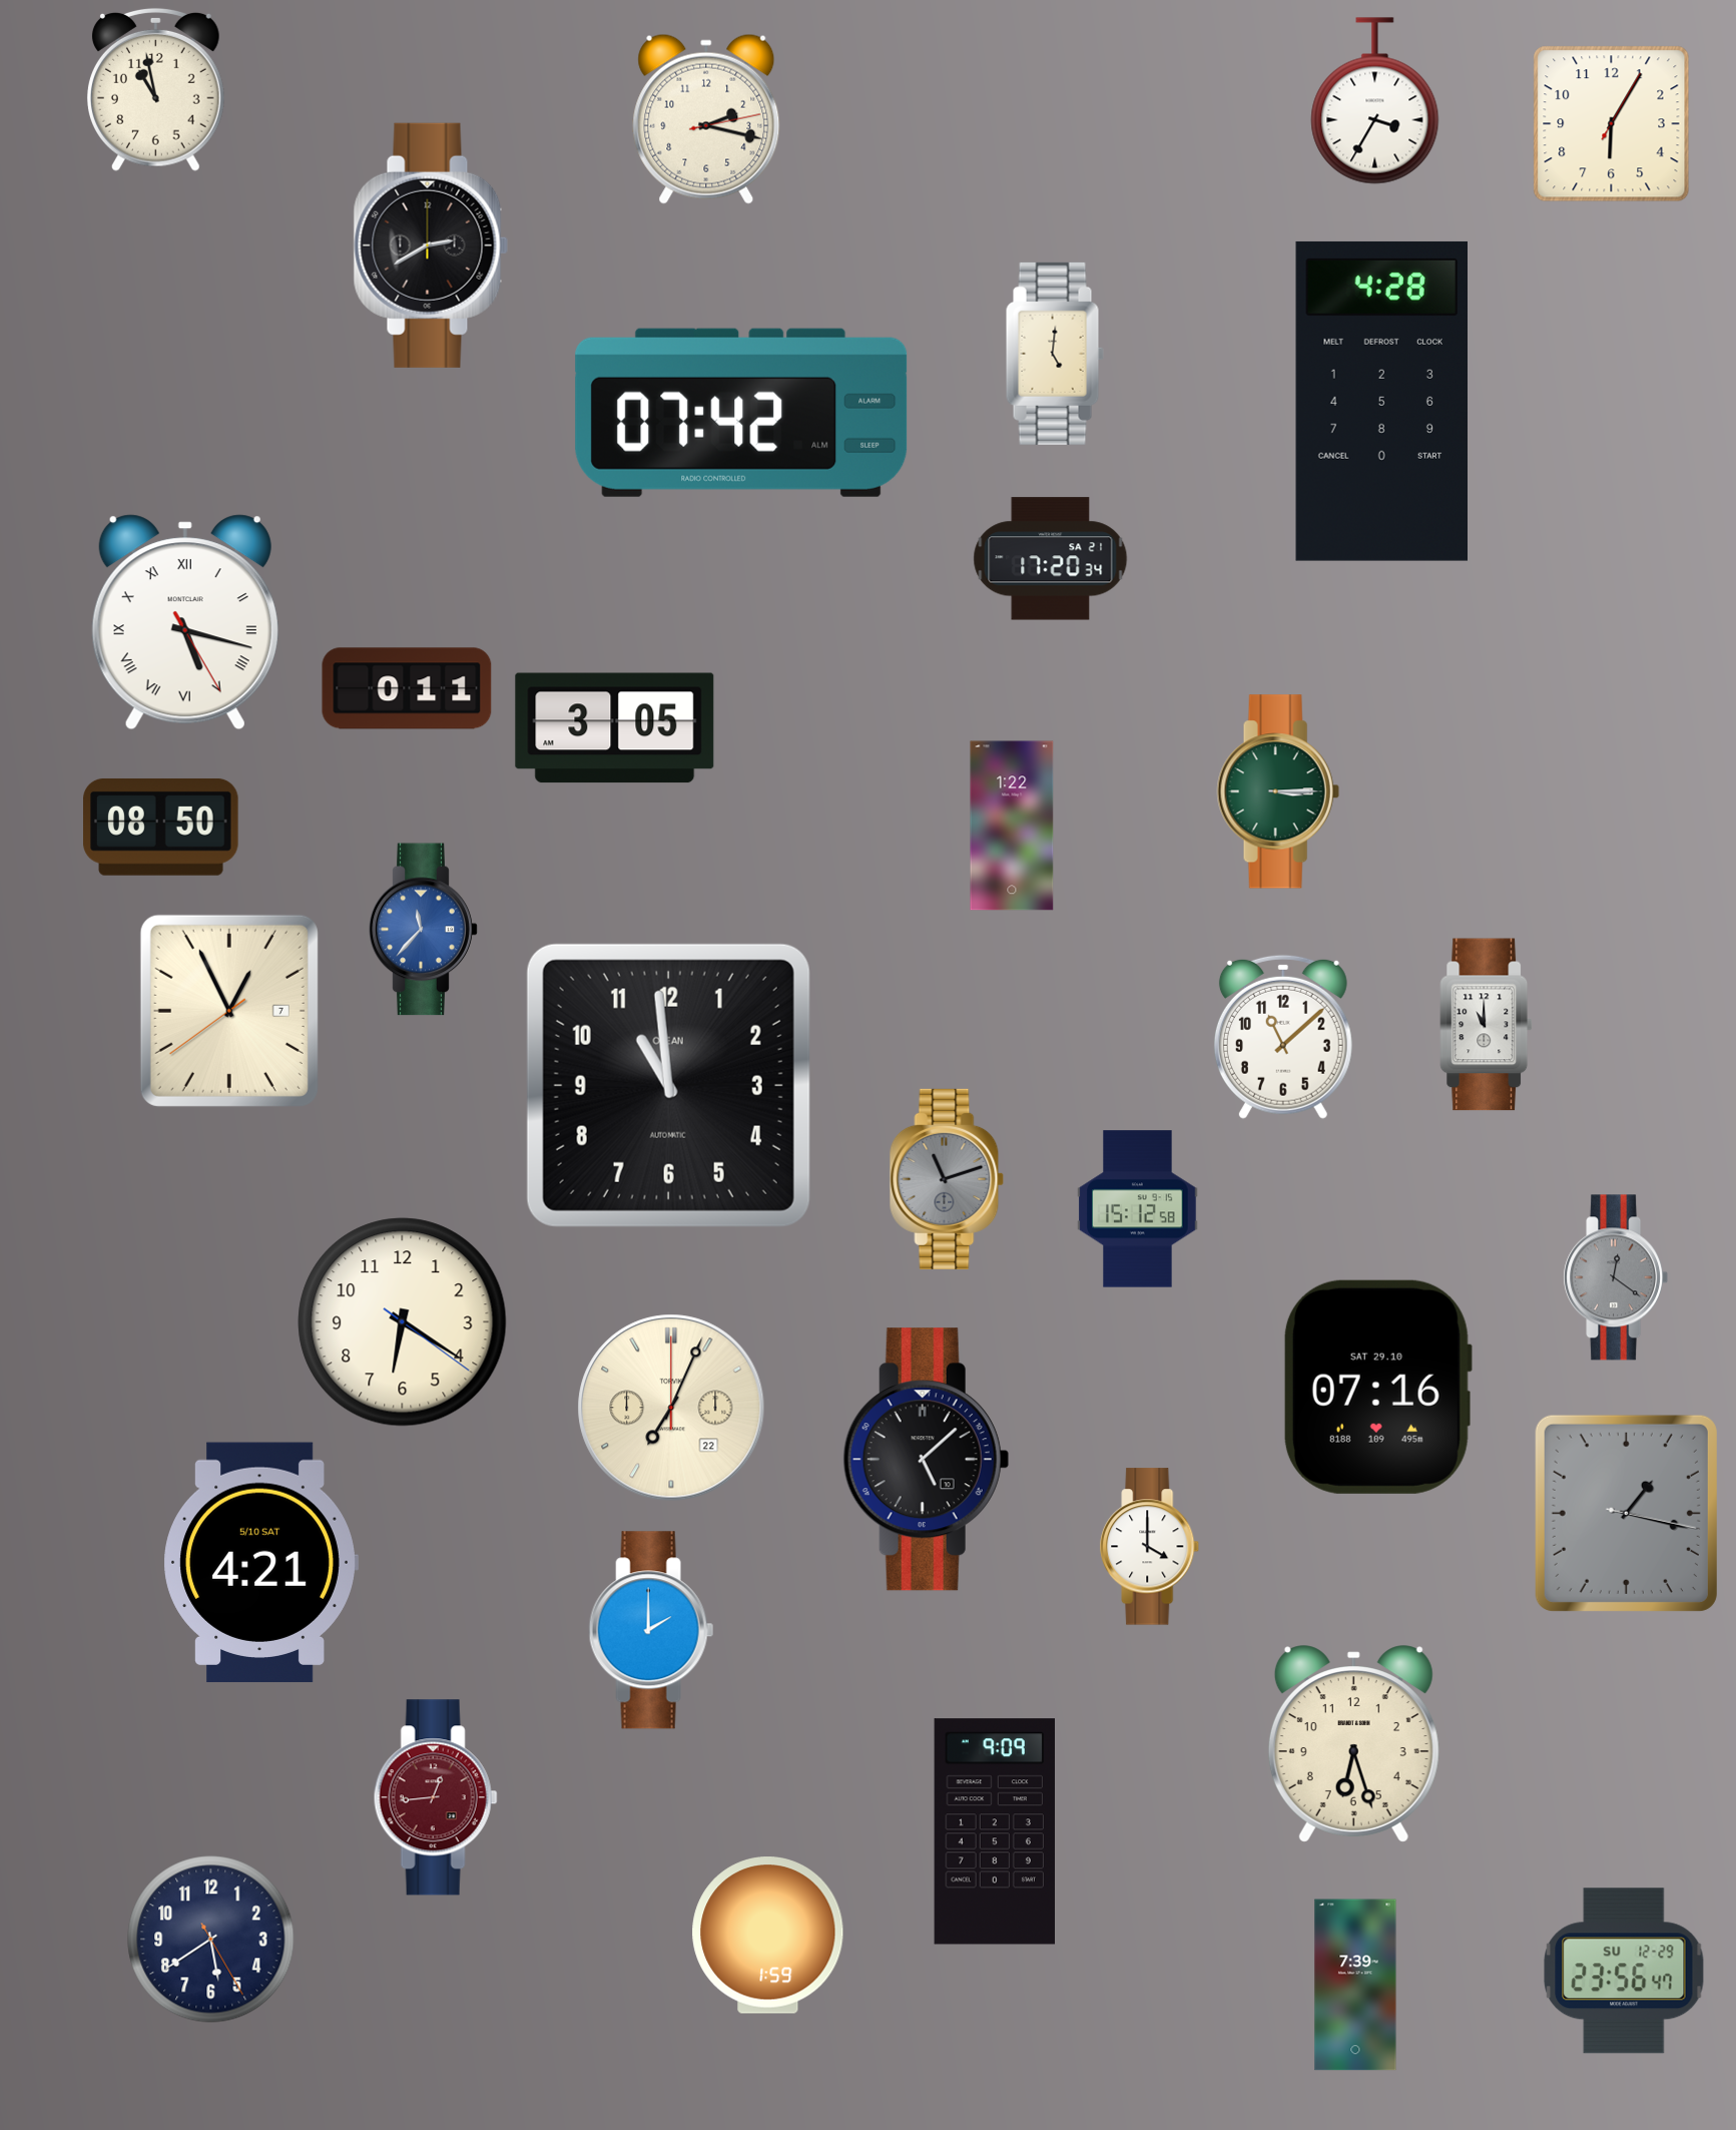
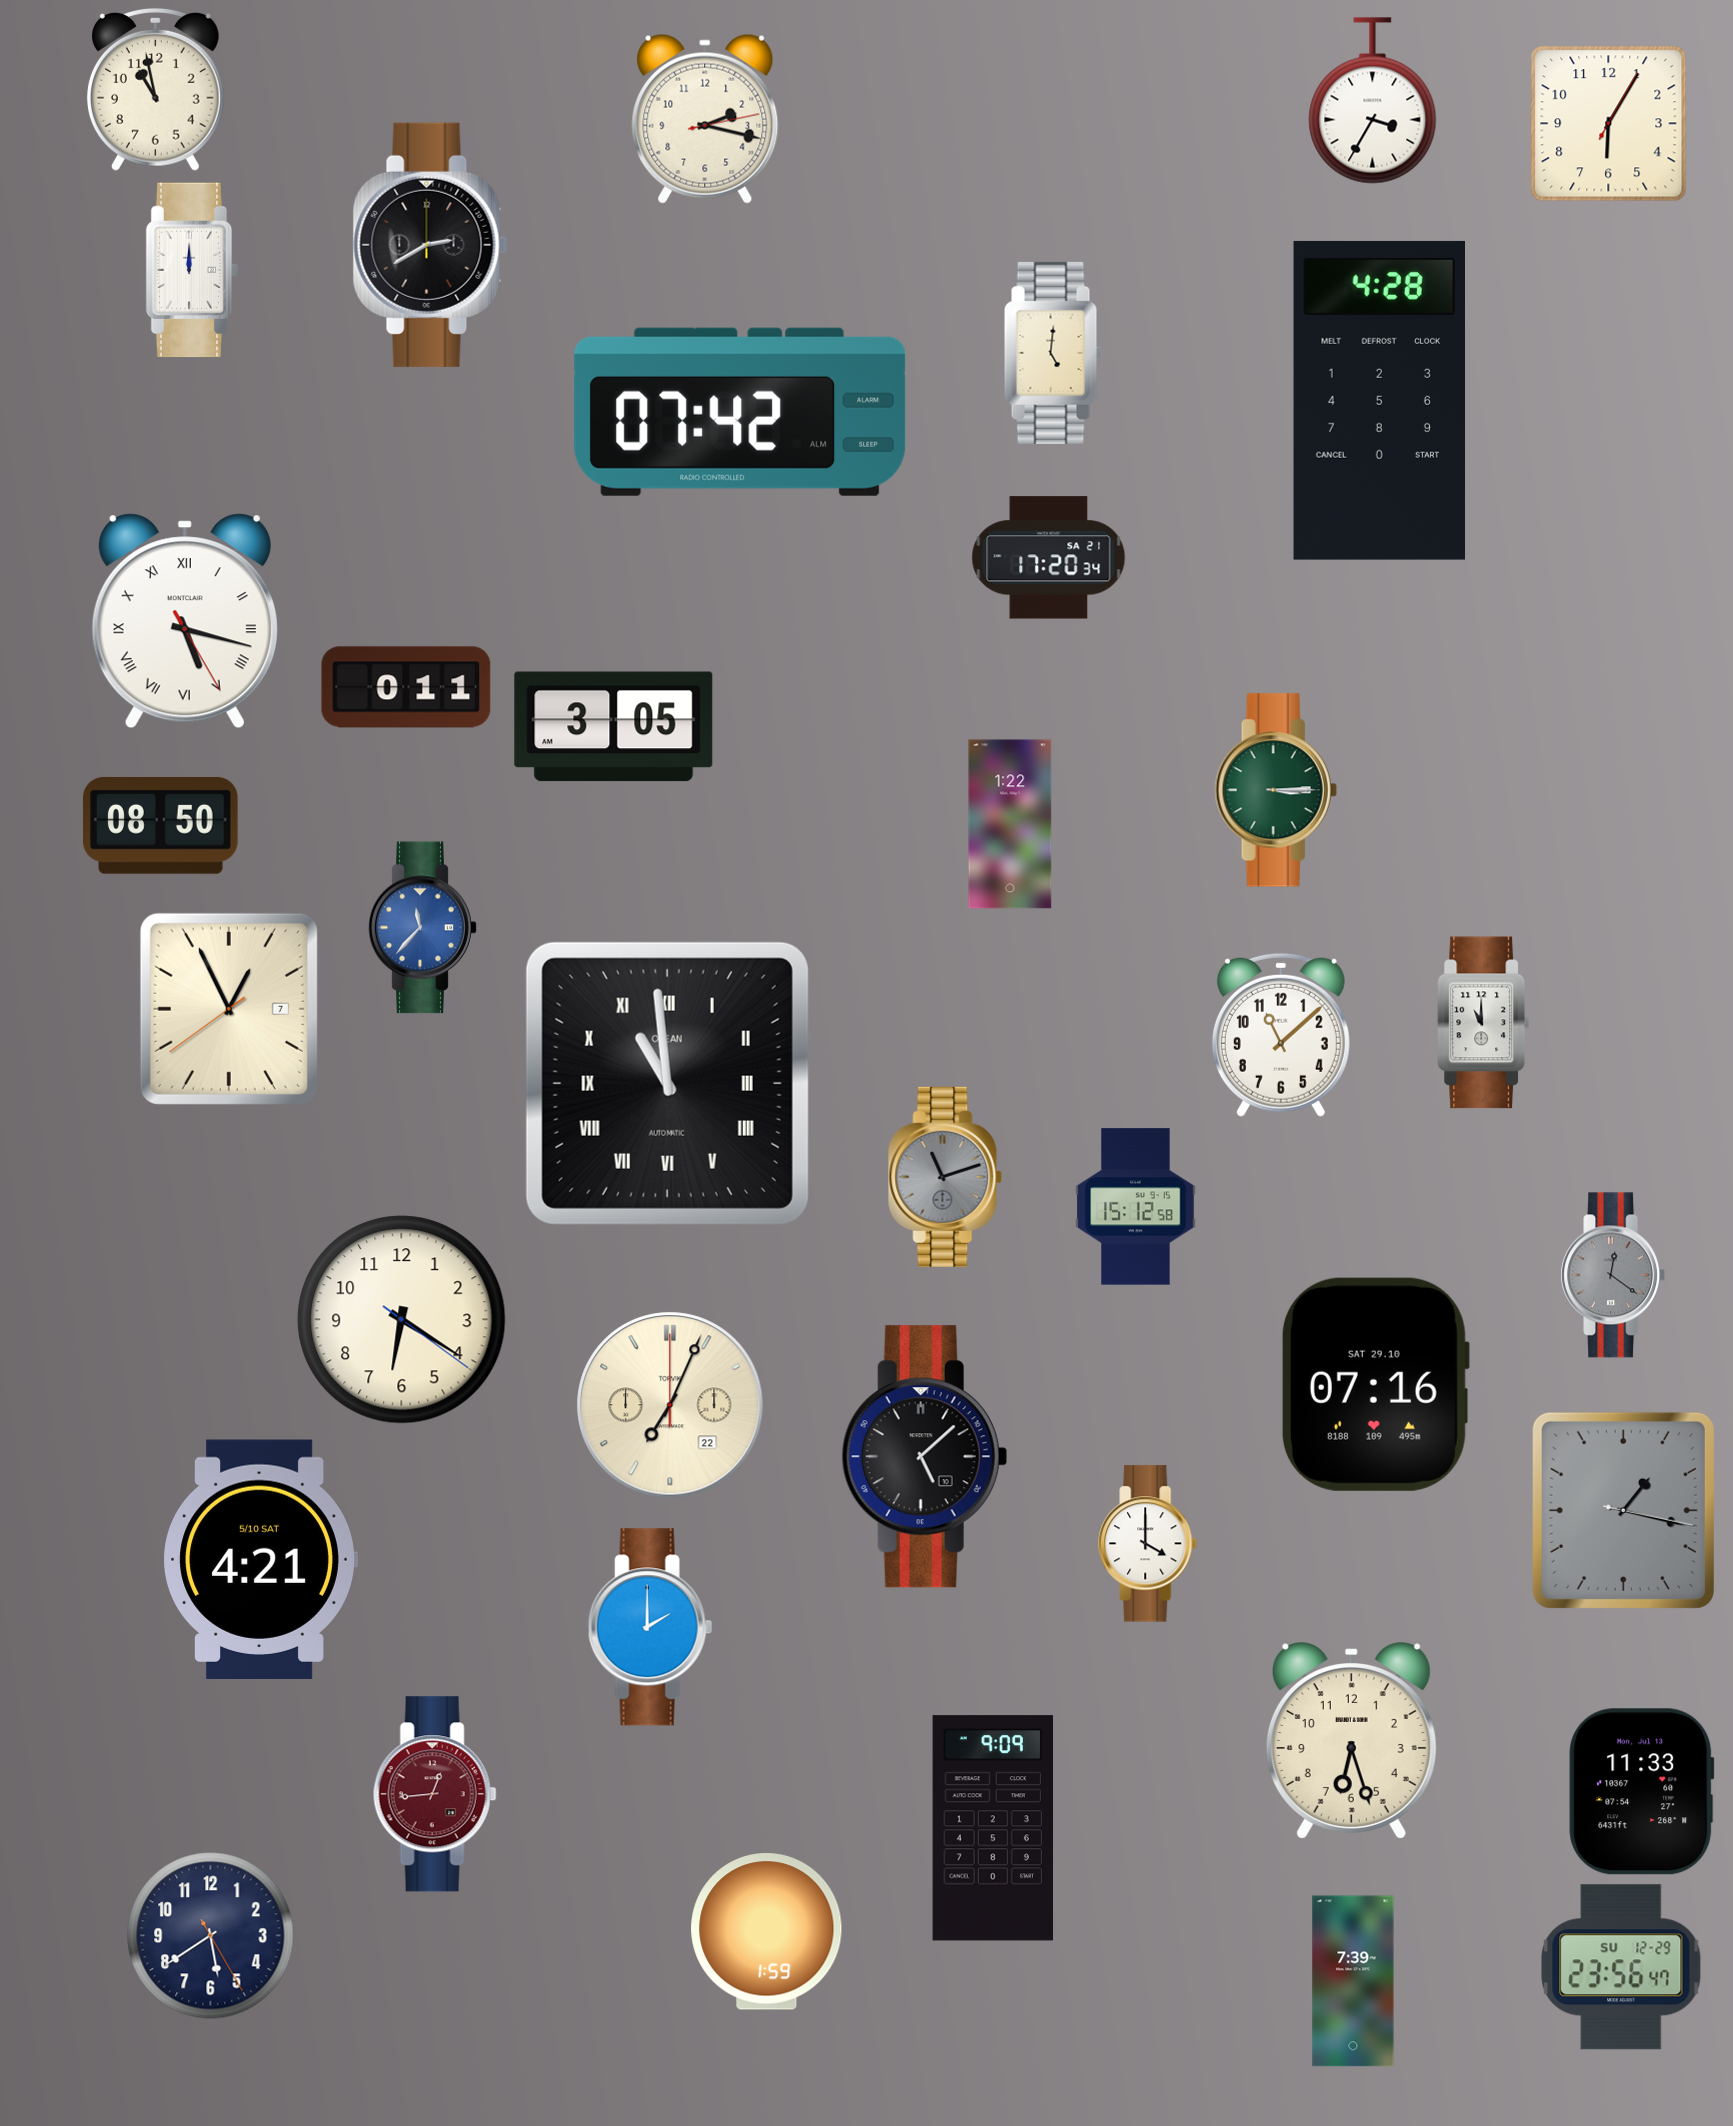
clock at (192, 270): none -> 12:00
clock at (668, 1085) numerals: Arabic -> Roman
clock at (1642, 1792): none -> 11:33
